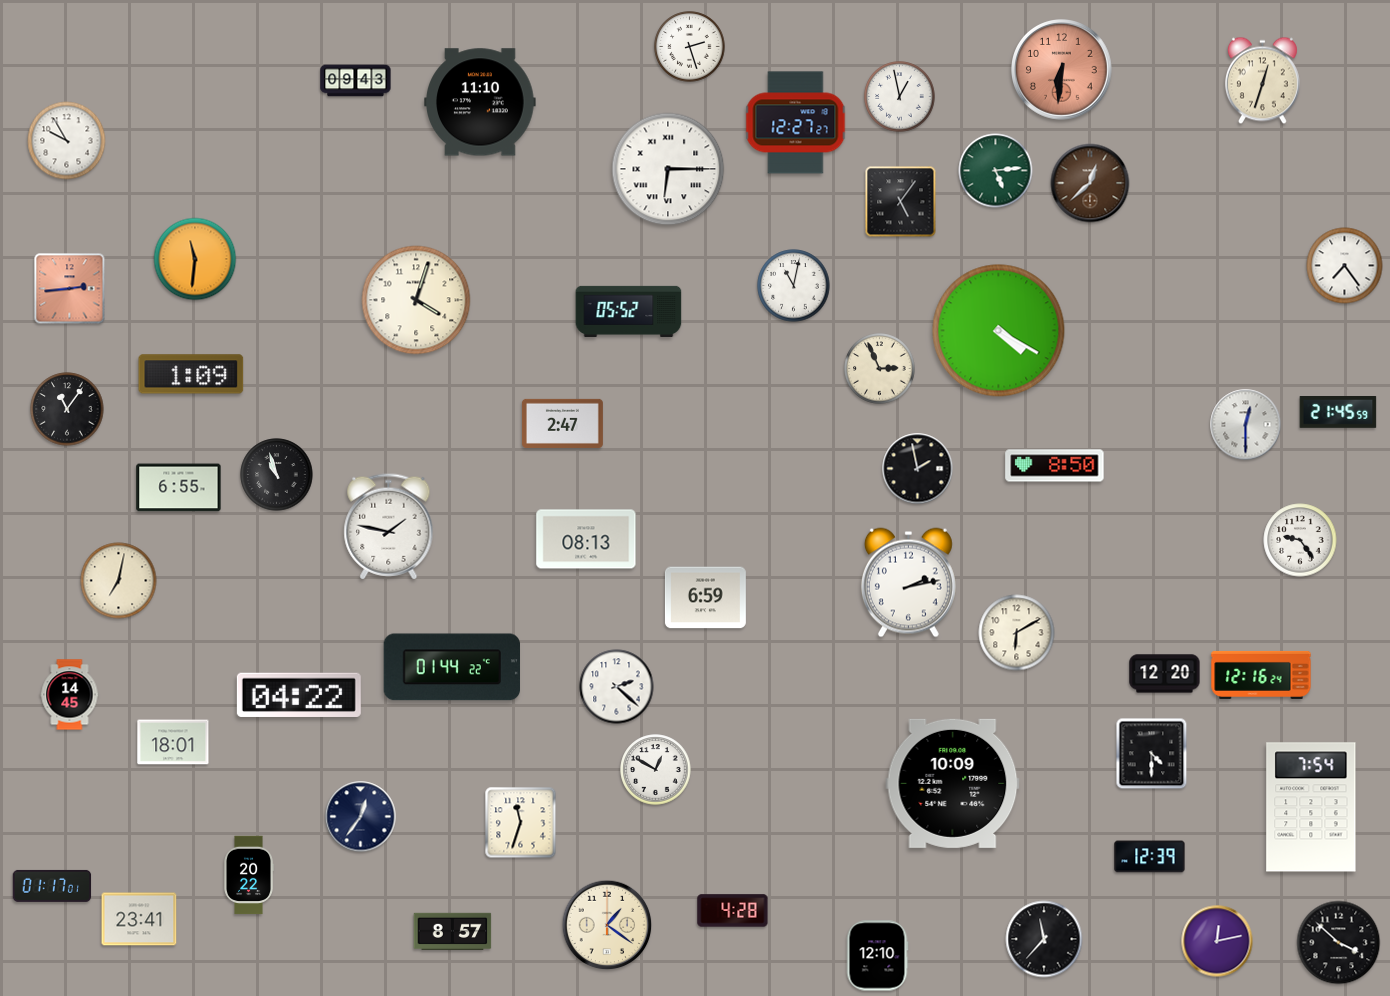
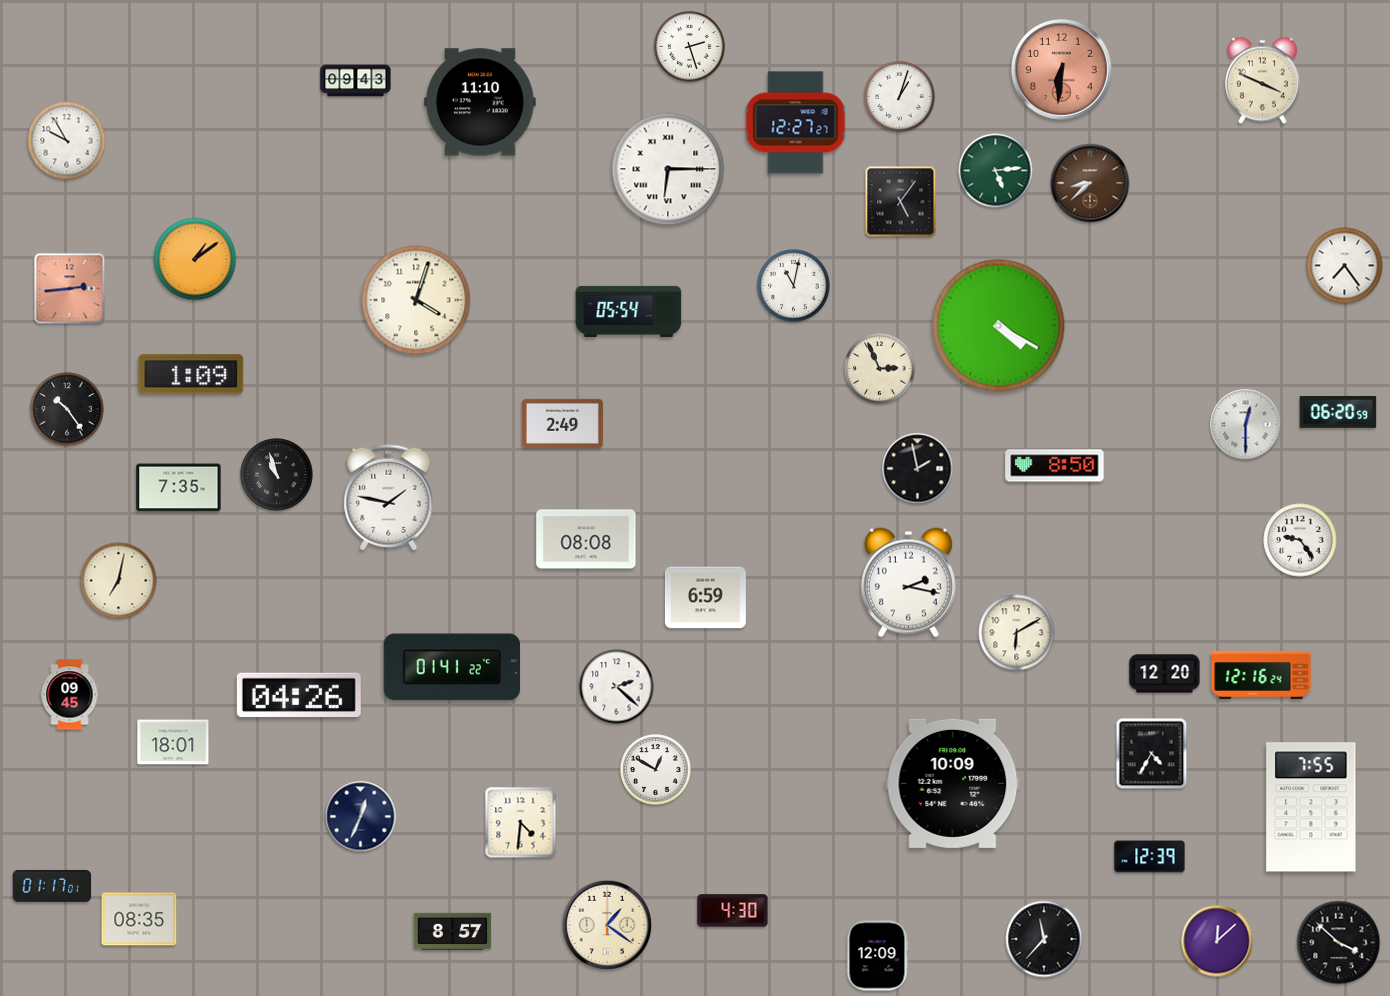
clock at (1262, 81): 12:33 -> 3:49
clock at (900, 97): 12:58 -> 1:03
clock at (1090, 183): 12:38 -> 8:38
clock at (195, 259): 11:31 -> 1:09
clock at (629, 311): 05:52 -> 05:54
clock at (999, 331) position: (999, 331) -> (999, 326)
clock at (67, 409): 11:06 -> 10:24
clock at (1338, 413): 21:45 -> 06:20
clock at (562, 423): 2:47 -> 2:49
clock at (179, 488): 6:55 -> 7:35
clock at (389, 527) position: (389, 527) -> (389, 498)
clock at (586, 539): 08:13 -> 08:08
clock at (908, 583): 2:13 -> 2:17
clock at (451, 667): 01:44 -> 01:41
clock at (299, 694): 04:22 -> 04:26
clock at (70, 695): 14:45 -> 09:45
clock at (1152, 754): 4:30 -> 4:35
clock at (1311, 807): 7:54 -> 7:55
clock at (361, 817): 12:36 -> 12:34
clock at (521, 823): 11:33 -> 4:31
clock at (249, 875): 20:22 -> none
clock at (733, 911): 4:28 -> 4:30
clock at (139, 919): 23:41 -> 08:35
clock at (1217, 941): 12:13 -> 12:08
clock at (877, 956): 12:10 -> 12:09
